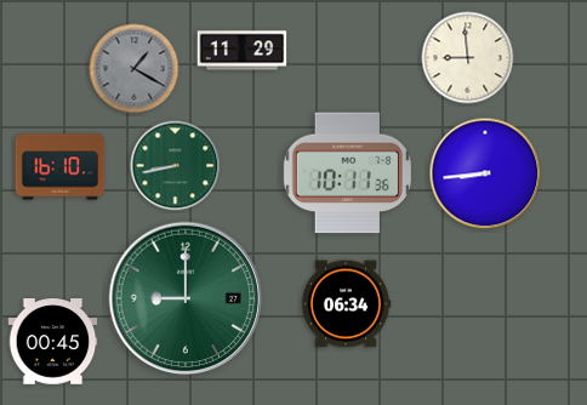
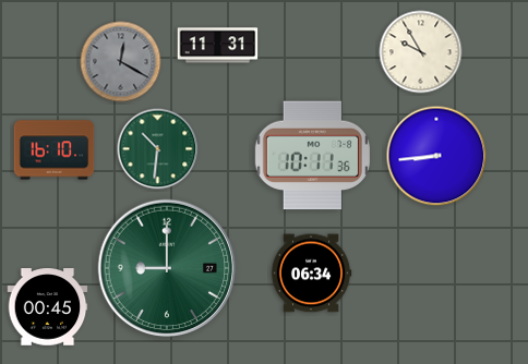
clock at (243, 51): 11:29 -> 11:31
clock at (468, 58): 8:59 -> 9:55
clock at (135, 69): 1:20 -> 12:20
clock at (176, 166): 8:43 -> 10:31
